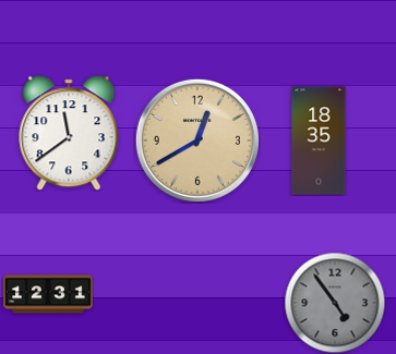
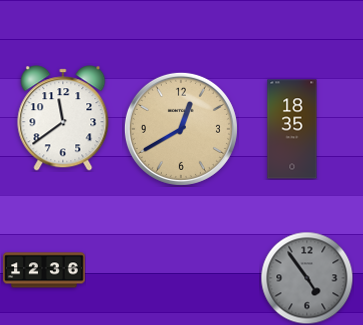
clock at (69, 133) position: (69, 133) -> (63, 118)
clock at (48, 294): 12:31 -> 12:36
